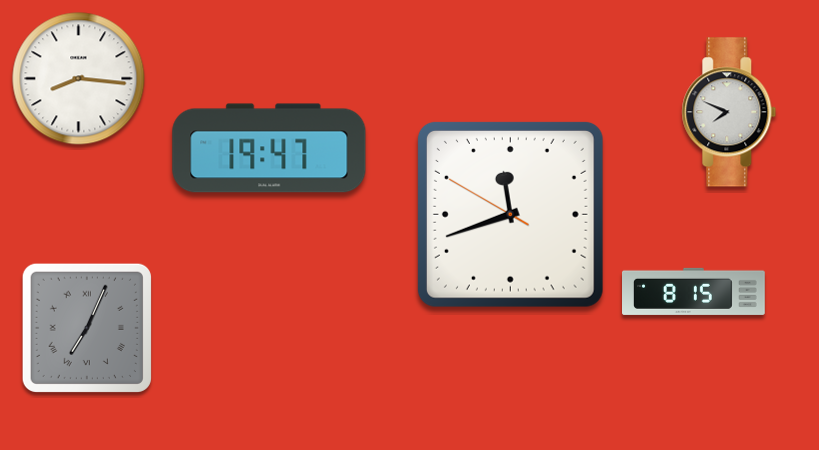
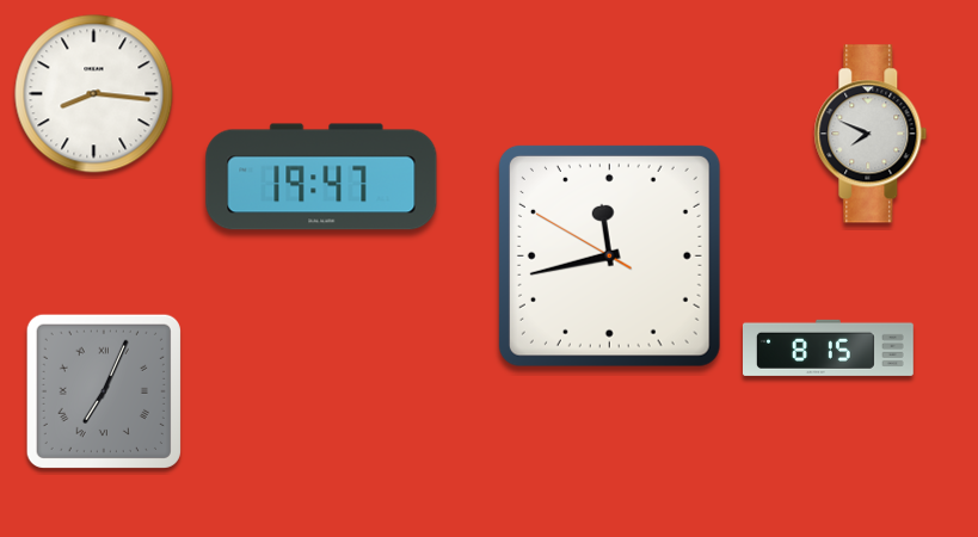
clock at (510, 214): 11:41 -> 11:42
